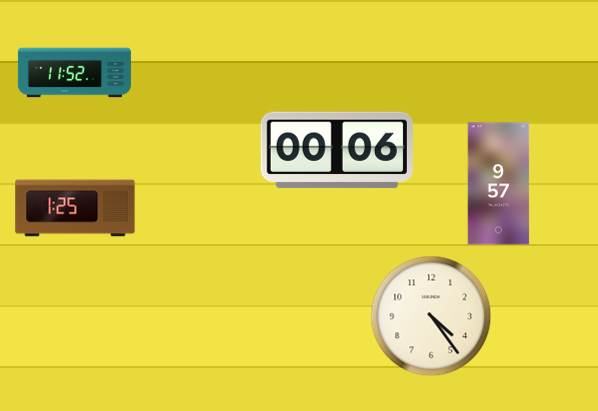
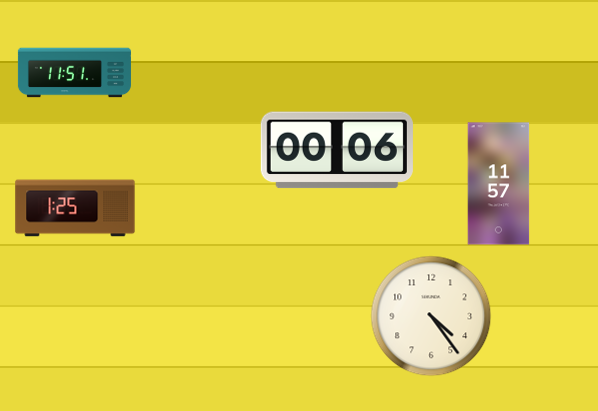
clock at (74, 73): 11:52 -> 11:51
clock at (499, 184): 9:57 -> 11:57
